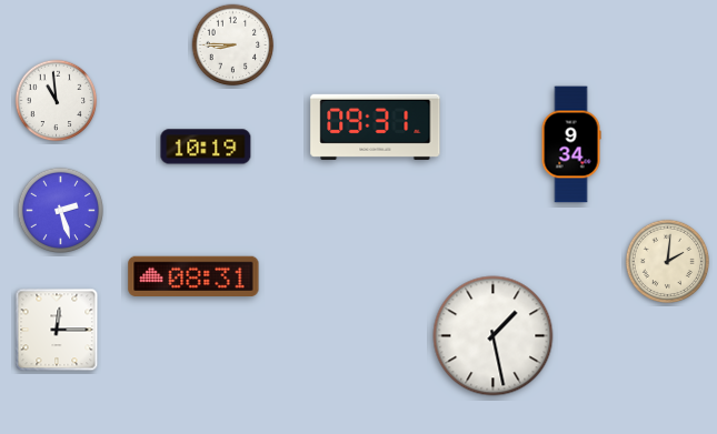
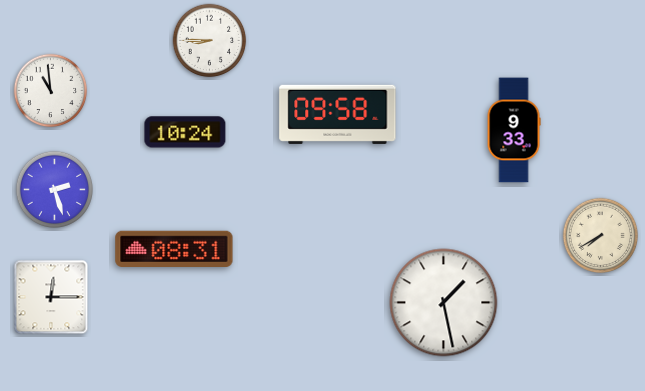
clock at (376, 127): 09:31 -> 09:58
clock at (571, 144): 9:34 -> 9:33
clock at (206, 147): 10:19 -> 10:24
clock at (668, 262): 2:01 -> 7:40
